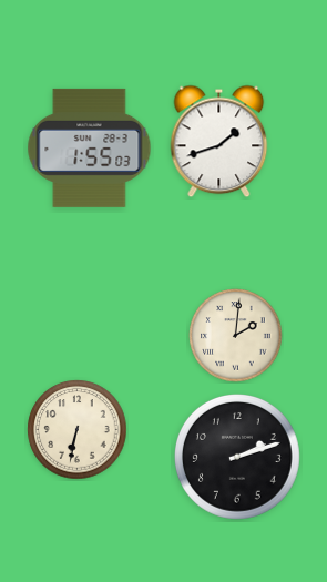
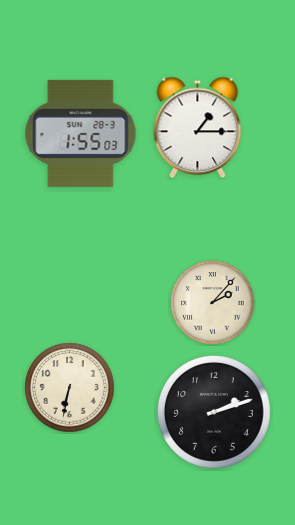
clock at (219, 142): 1:42 -> 1:15
clock at (236, 336): 2:01 -> 2:07
